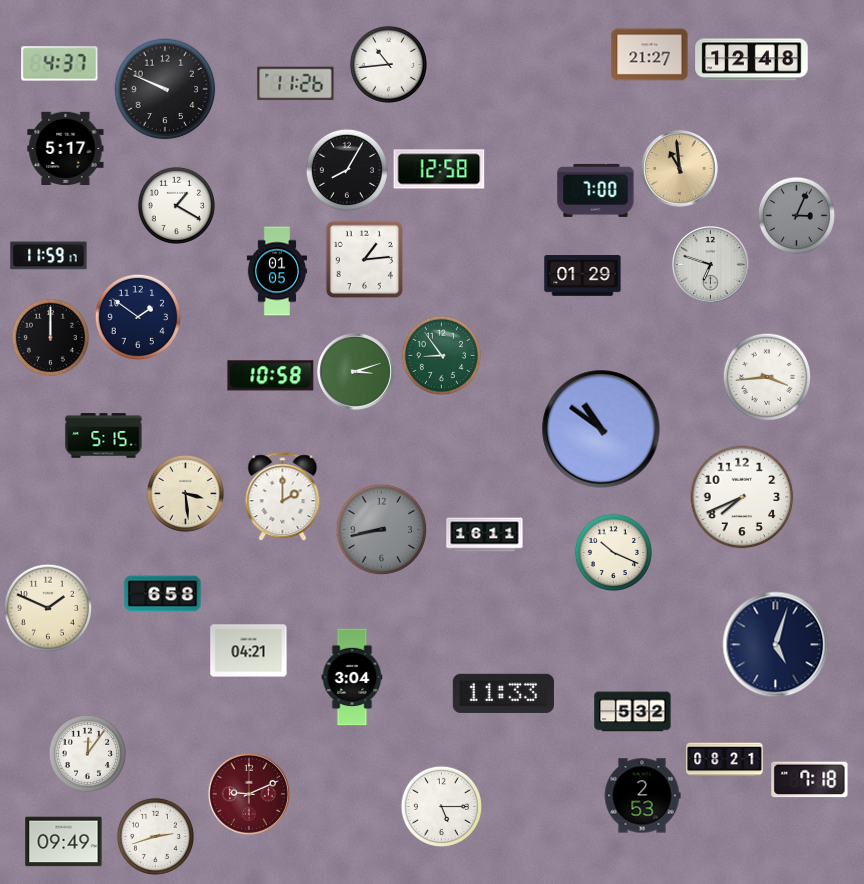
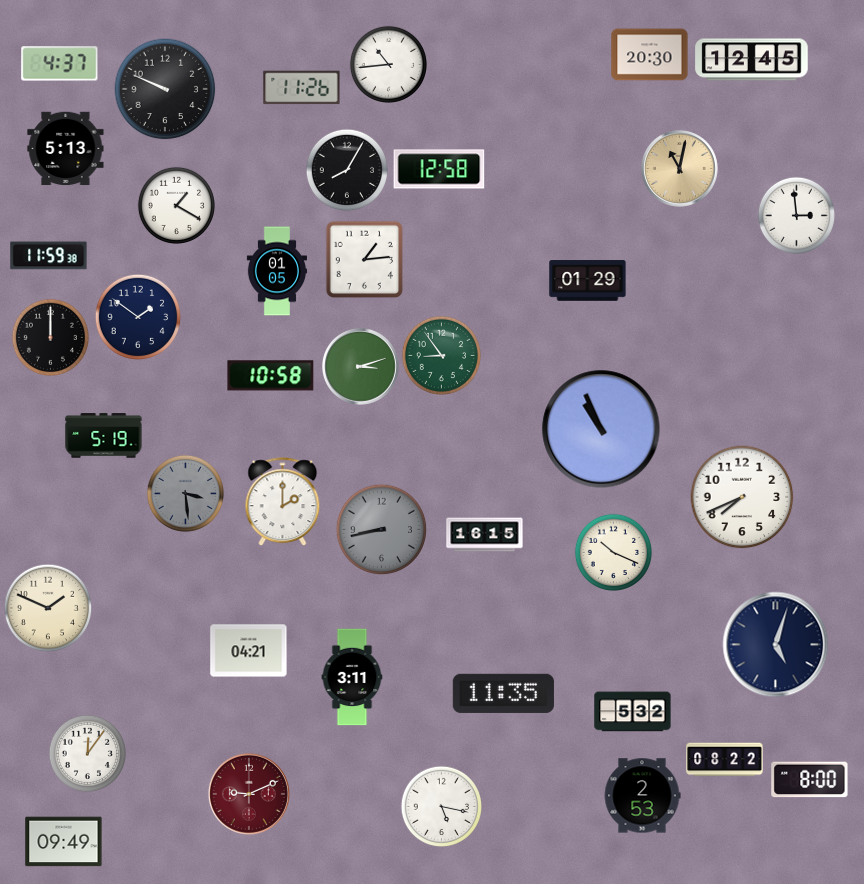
clock at (650, 55): 21:27 -> 20:30
clock at (752, 60): 12:48 -> 12:45
clock at (296, 84) position: (296, 84) -> (302, 88)
clock at (66, 149): 5:17 -> 5:13
clock at (680, 169): 10:59 -> 11:02
clock at (596, 190): 7:00 -> none
clock at (796, 215): 3:04 -> 2:59
clock at (796, 215) dial: grey -> white
clock at (49, 256): 11:59:17 -> 11:59:38
clock at (711, 265): 6:48 -> none
clock at (583, 276) position: (583, 276) -> (588, 281)
clock at (356, 372) position: (356, 372) -> (361, 367)
clock at (767, 377): 3:44 -> none
clock at (601, 429): 10:51 -> 10:56
clock at (104, 436): 5:15 -> 5:19
clock at (185, 493) dial: cream -> grey
clock at (283, 497) position: (283, 497) -> (283, 502)
clock at (485, 535): 16:11 -> 16:15
clock at (163, 594): 6:58 -> none
clock at (352, 677): 3:04 -> 3:11
clock at (503, 693): 11:33 -> 11:35
clock at (725, 760): 08:21 -> 08:22
clock at (810, 780): 7:18 -> 8:00
clock at (441, 806): 5:15 -> 5:17
clock at (155, 836): 2:42 -> none
